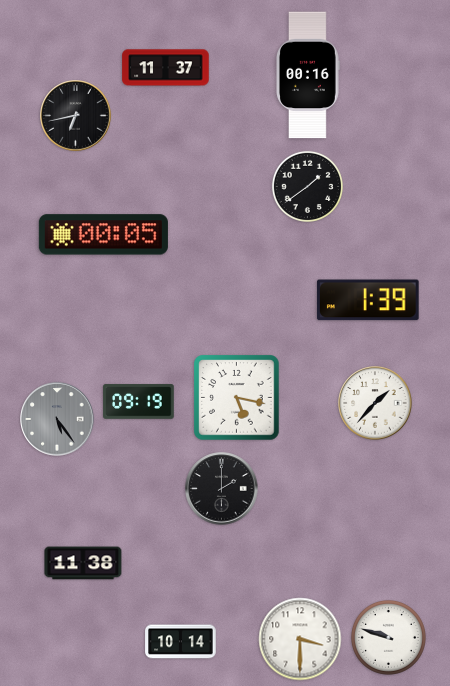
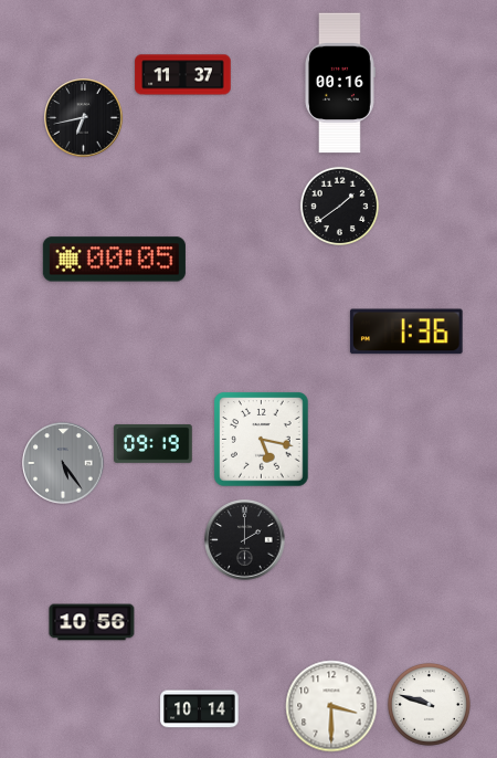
clock at (76, 116) position: (76, 116) -> (84, 118)
clock at (368, 300): 1:39 -> 1:36
clock at (375, 403): 1:37 -> none
clock at (83, 563): 11:38 -> 10:56
